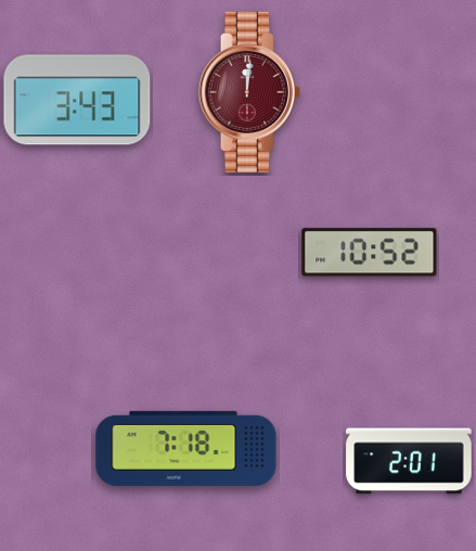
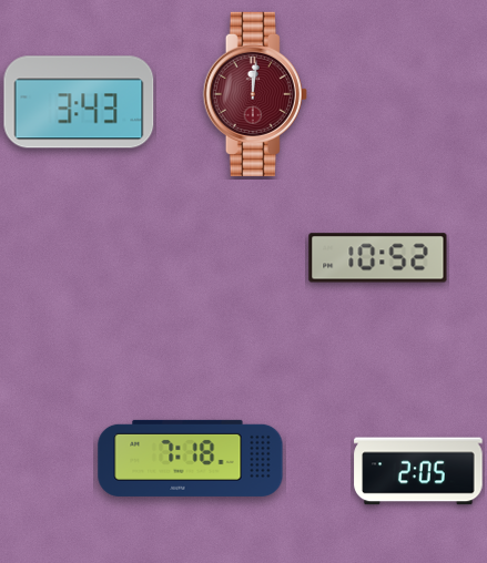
clock at (409, 461): 2:01 -> 2:05
